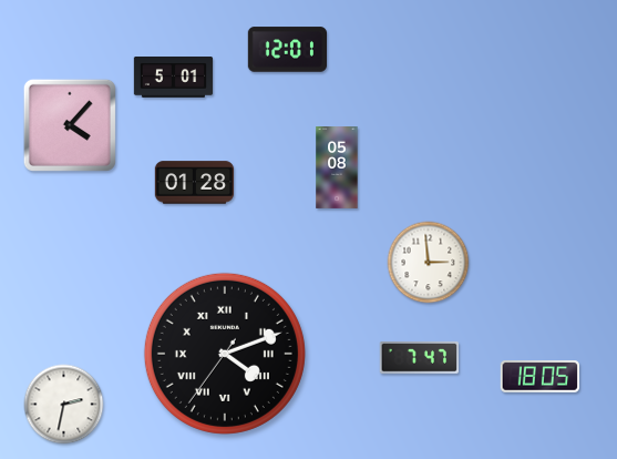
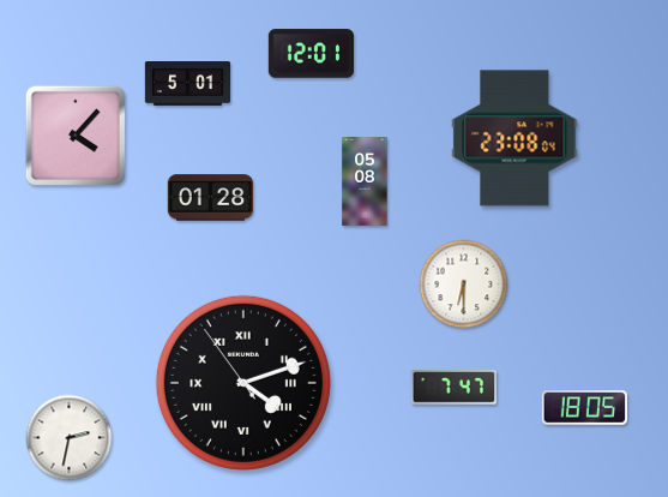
clock at (514, 138): none -> 23:08
clock at (429, 263): 2:59 -> 6:30
clock at (225, 354): 4:11:36 -> 4:11:54
